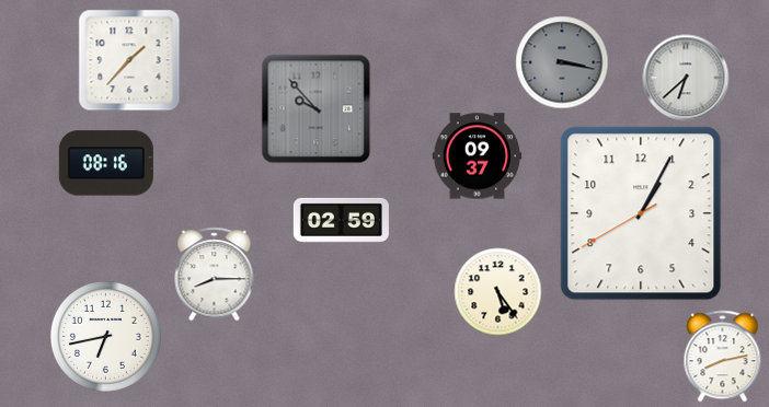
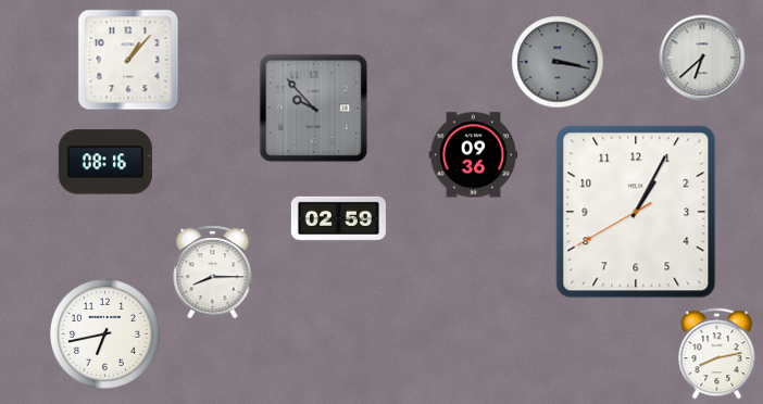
clock at (129, 60): 1:37 -> 1:07
clock at (686, 78) position: (686, 78) -> (702, 58)
clock at (477, 156): 09:37 -> 09:36
clock at (497, 291): 5:24 -> none
